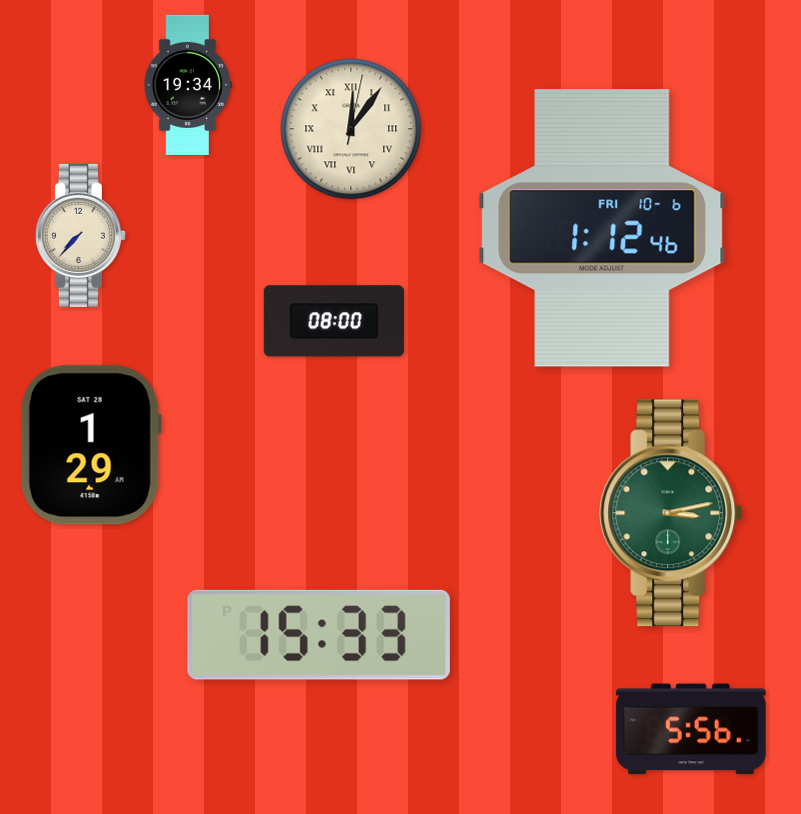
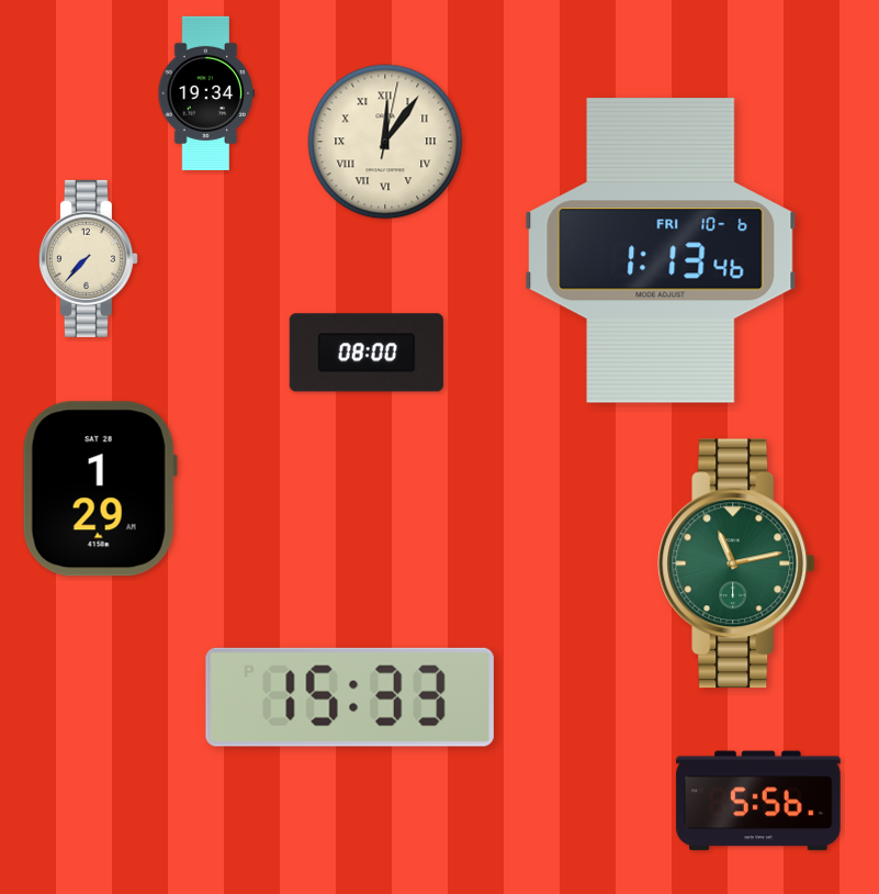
clock at (602, 228): 1:12 -> 1:13
clock at (671, 513): 3:13 -> 11:13
